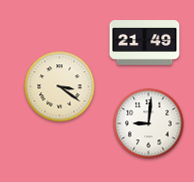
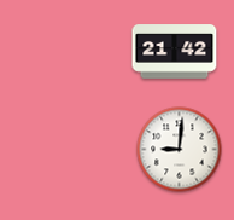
clock at (145, 43): 21:49 -> 21:42
clock at (60, 87): 3:21 -> none
